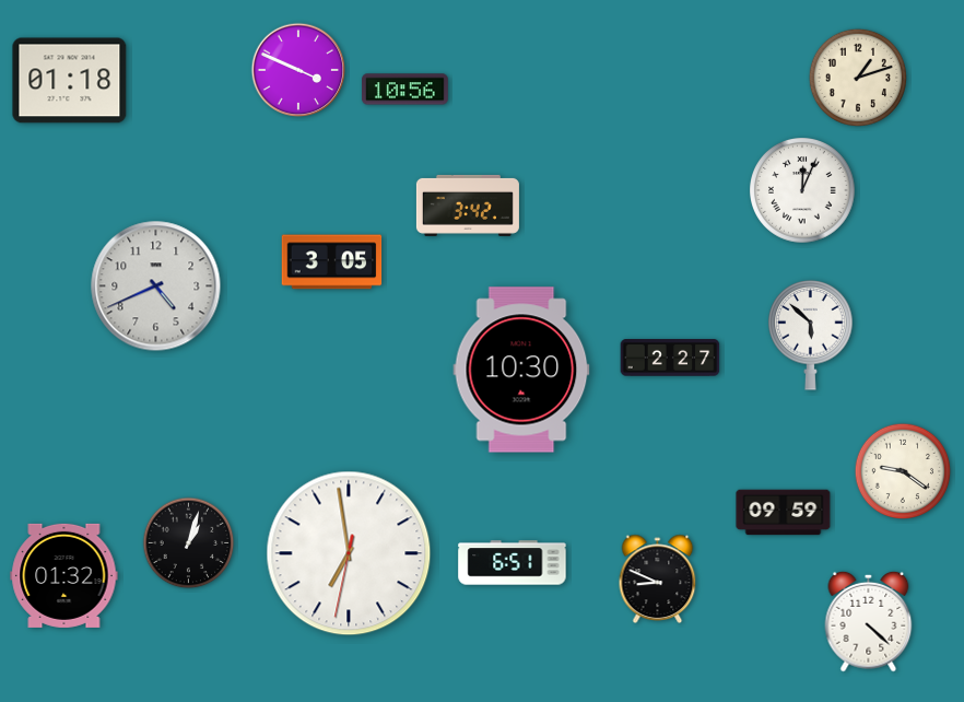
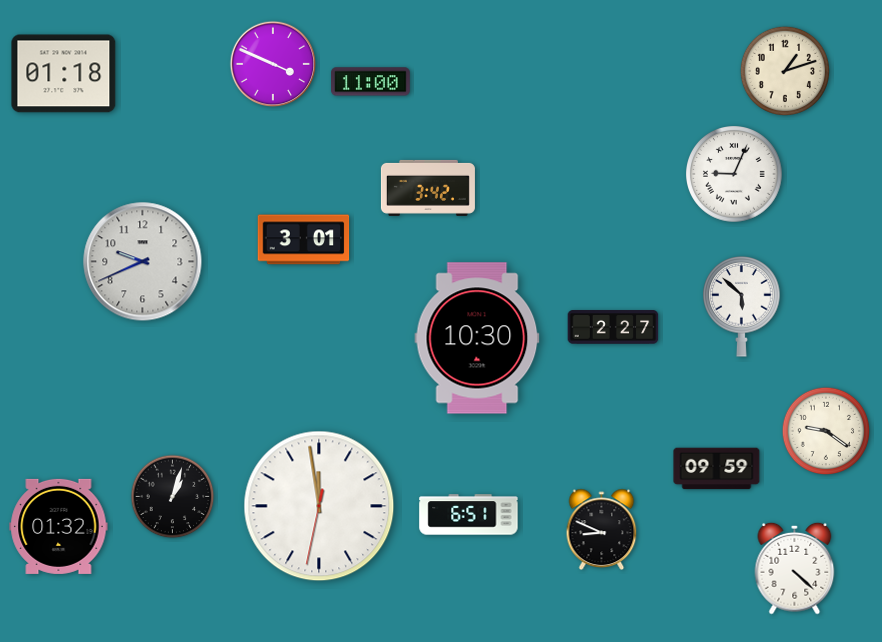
clock at (405, 90): 10:56 -> 11:00
clock at (802, 190): 12:04 -> 9:04
clock at (332, 262): 3:05 -> 3:01
clock at (156, 286): 4:41 -> 9:41
clock at (349, 553): 6:58 -> 11:58
